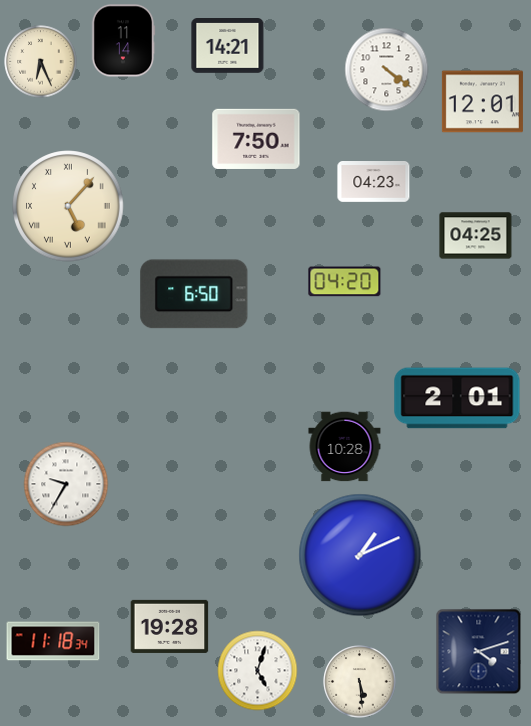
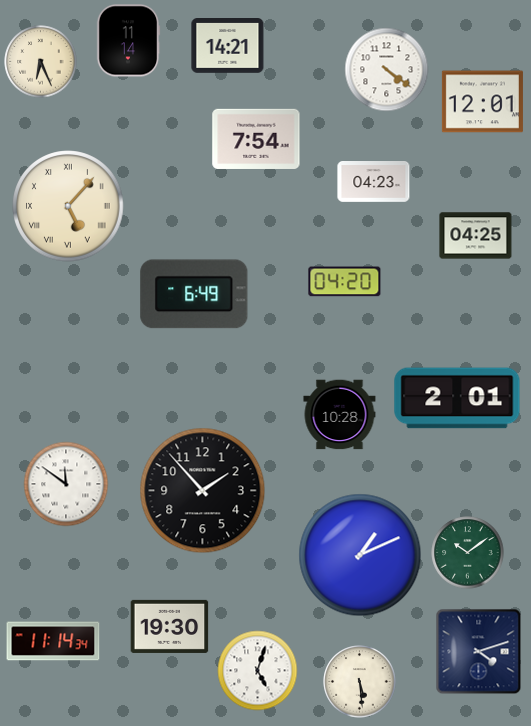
clock at (123, 41) position: (123, 41) -> (128, 41)
clock at (256, 139): 7:50 -> 7:54
clock at (194, 294): 6:50 -> 6:49
clock at (345, 447) position: (345, 447) -> (340, 415)
clock at (66, 484): 9:35 -> 11:51
clock at (203, 491): none -> 1:53
clock at (468, 553): none -> 10:09
clock at (170, 626): 19:28 -> 19:30
clock at (53, 641): 11:18 -> 11:14
